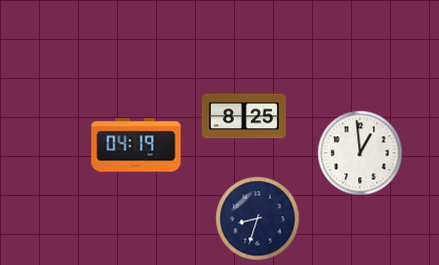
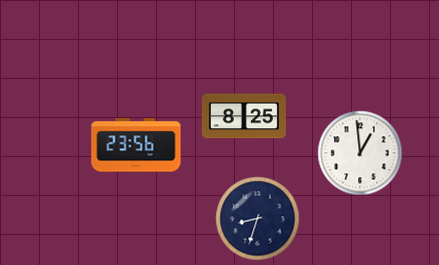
clock at (136, 145): 04:19 -> 23:56
